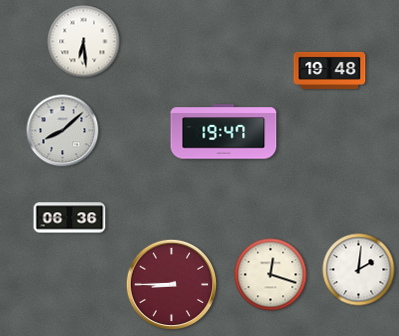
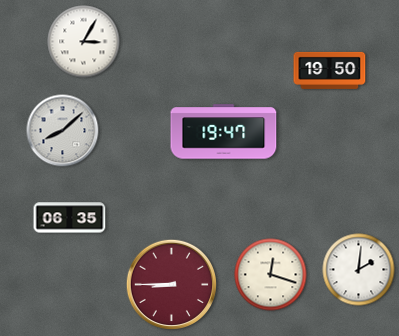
clock at (84, 42): 6:29 -> 3:05
clock at (330, 70): 19:48 -> 19:50
clock at (70, 218): 06:36 -> 06:35
